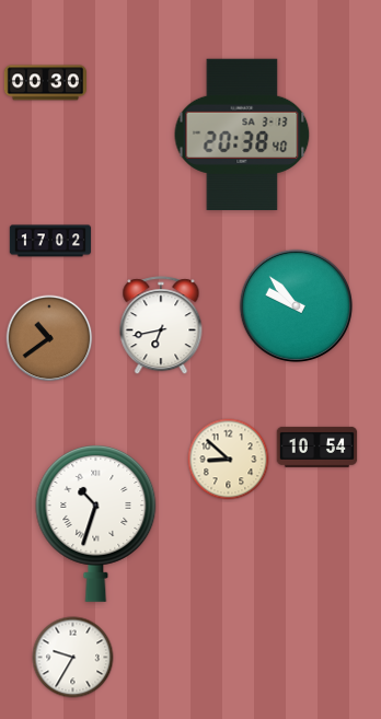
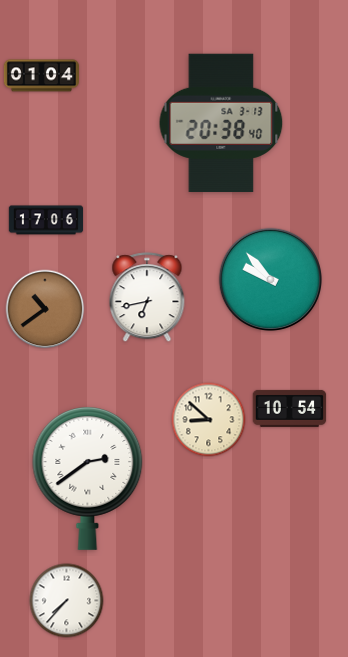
clock at (45, 83): 00:30 -> 01:04
clock at (50, 241): 17:02 -> 17:06
clock at (96, 523): 10:33 -> 2:39
clock at (73, 658): 9:35 -> 7:37
